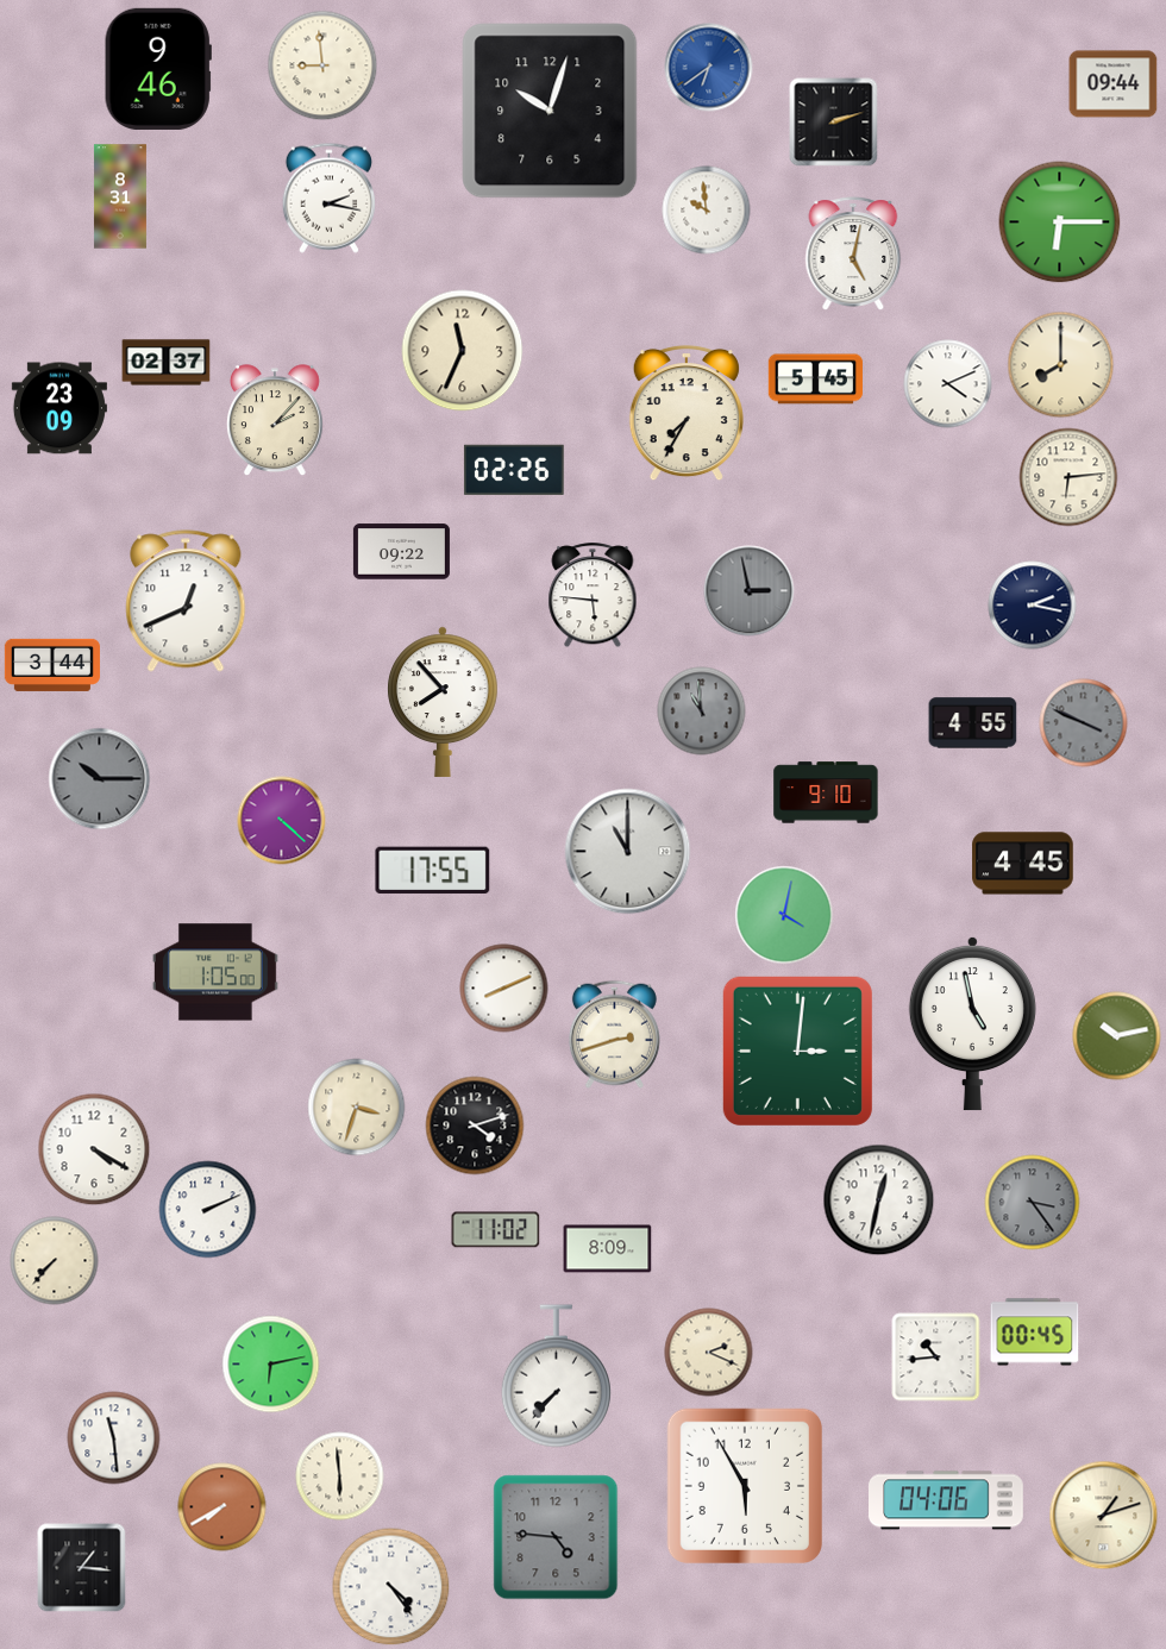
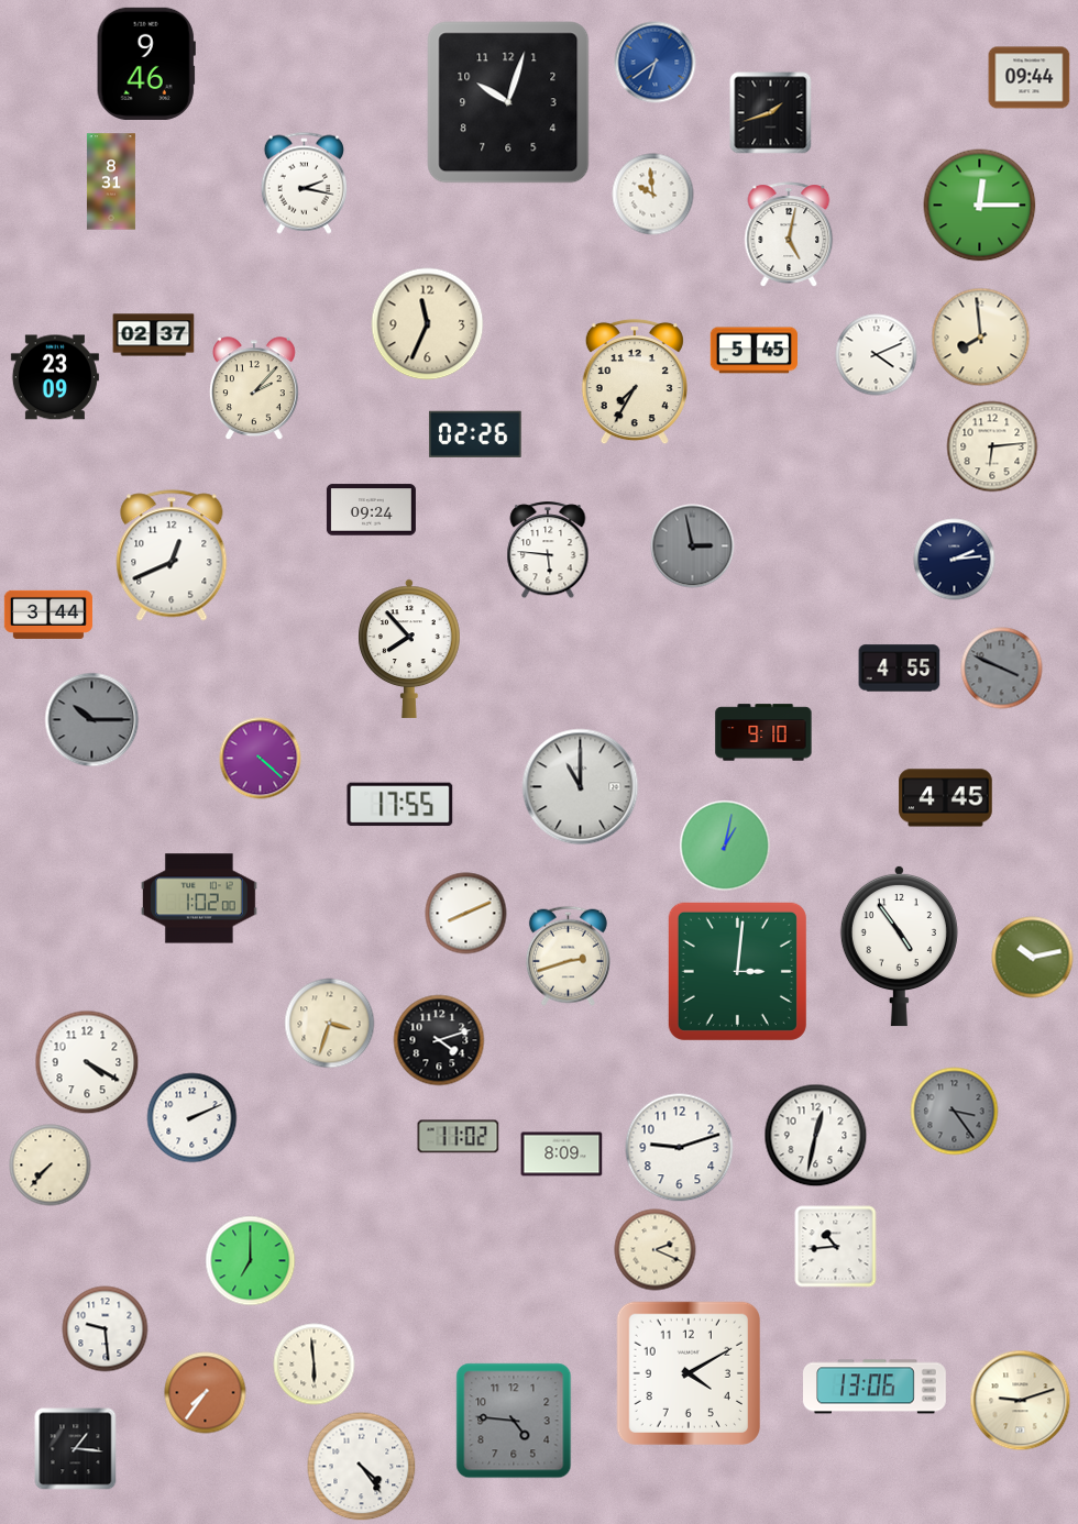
clock at (322, 65): 8:59 -> none
clock at (834, 123): 2:12 -> 1:42
clock at (1060, 222): 6:15 -> 12:15
clock at (1061, 365): 8:00 -> 7:59
clock at (1068, 477) position: (1068, 477) -> (992, 446)
clock at (401, 552): 09:22 -> 09:24
clock at (1033, 606): 2:17 -> 2:14
clock at (702, 711): 10:59 -> none
clock at (784, 915): 4:02 -> 1:02
clock at (215, 972): 1:05 -> 1:02
clock at (972, 1023): 4:58 -> 4:54
clock at (879, 1200) position: (879, 1200) -> (816, 1136)
clock at (680, 1148): none -> 9:12
clock at (1035, 1333): 00:45 -> none
clock at (936, 1358) position: (936, 1358) -> (836, 1247)
clock at (271, 1365): 6:13 -> 7:00
clock at (556, 1377): 7:37 -> none
clock at (114, 1438): 11:29 -> 9:29
clock at (745, 1486): 5:55 -> 4:10
clock at (947, 1500): 04:06 -> 13:06
clock at (222, 1507): 7:40 -> 7:36
clock at (1104, 1516): 1:12 -> 9:12
